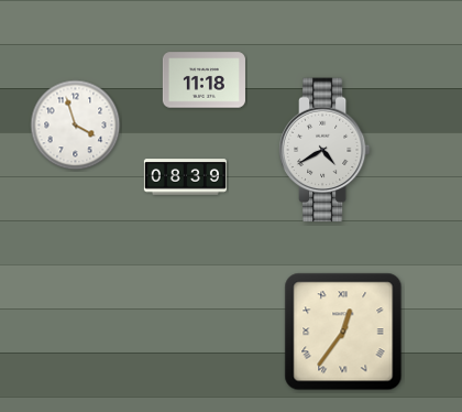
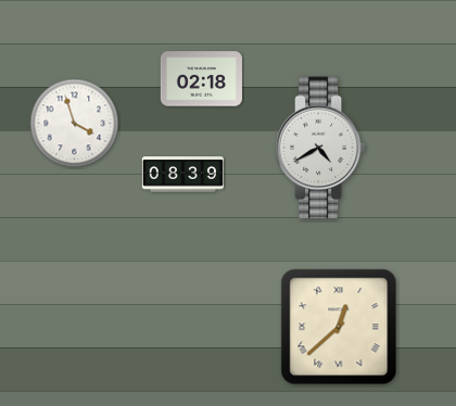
clock at (204, 80): 11:18 -> 02:18
clock at (343, 332): 12:36 -> 12:38
